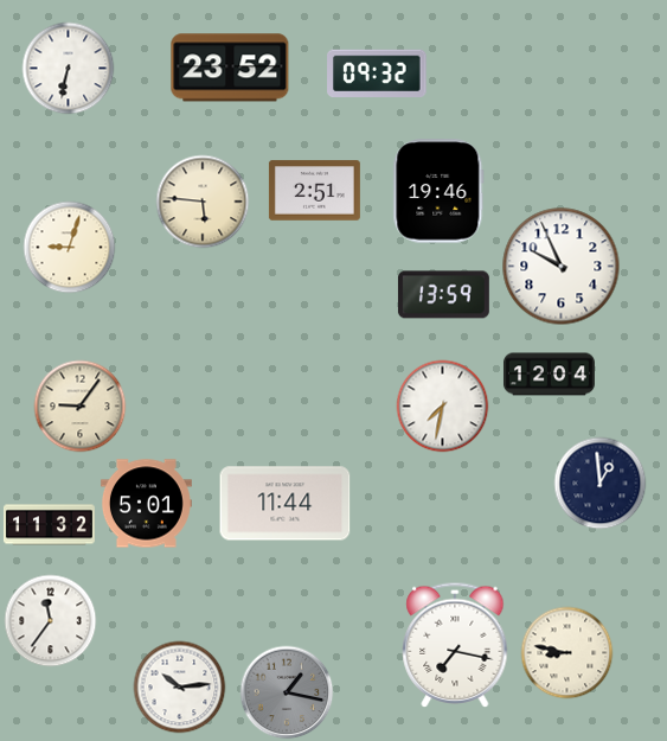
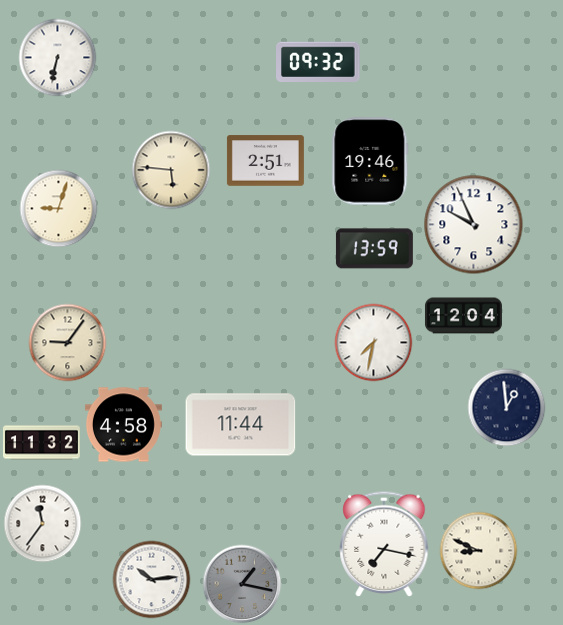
clock at (230, 68): 23:52 -> none
clock at (146, 504): 5:01 -> 4:58
clock at (566, 652): 8:47 -> 8:49
